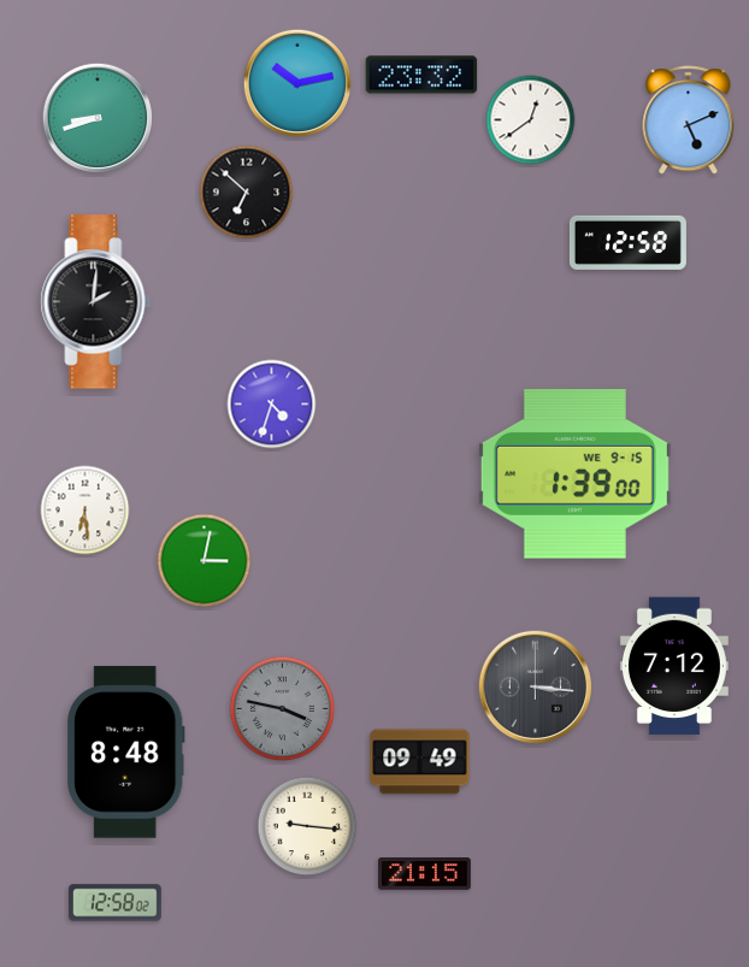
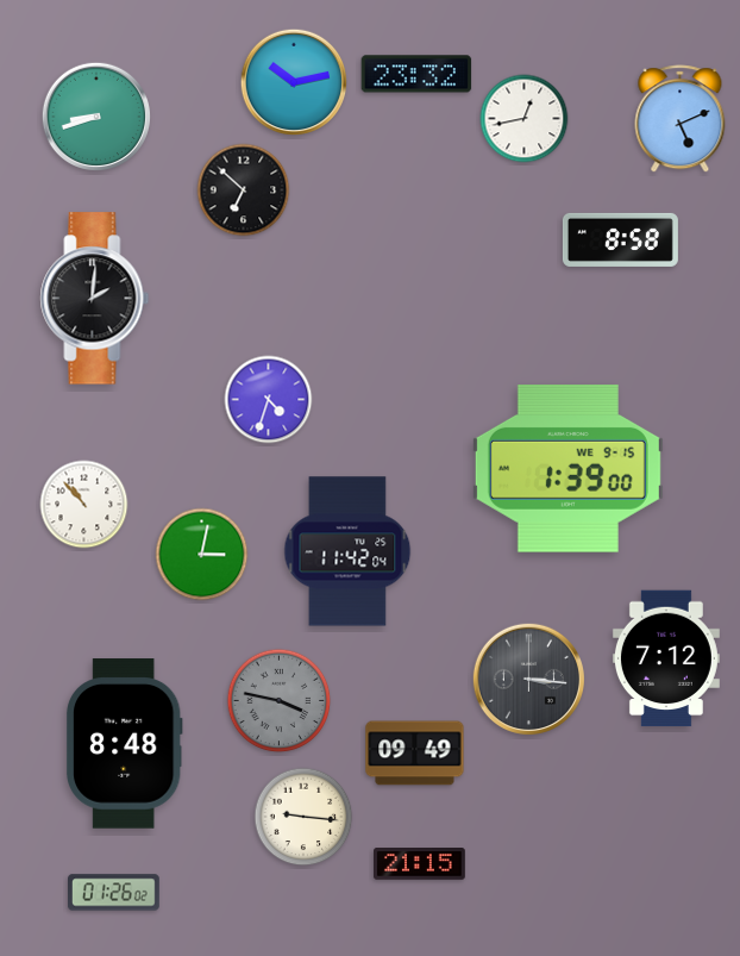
clock at (531, 120): 12:39 -> 12:43
clock at (627, 242): 12:58 -> 8:58
clock at (85, 511): 6:29 -> 10:53
clock at (347, 551): none -> 11:42
clock at (116, 903): 12:58 -> 01:26
